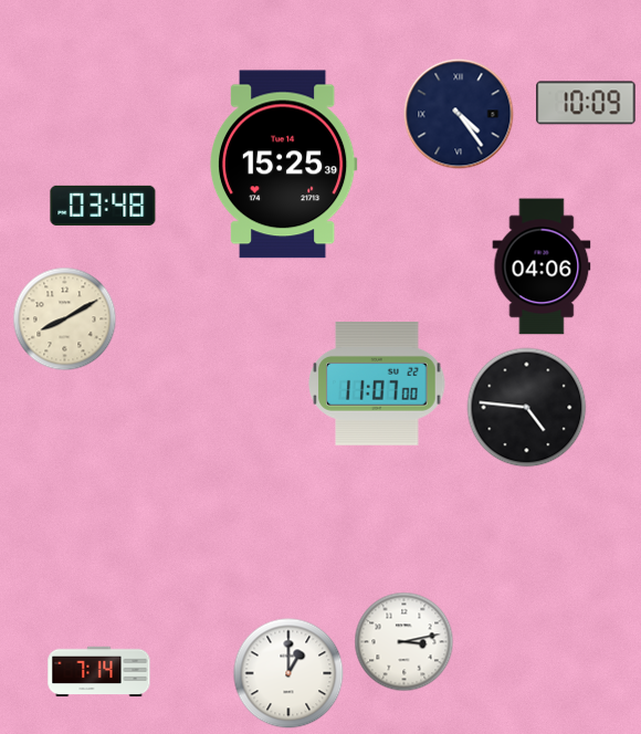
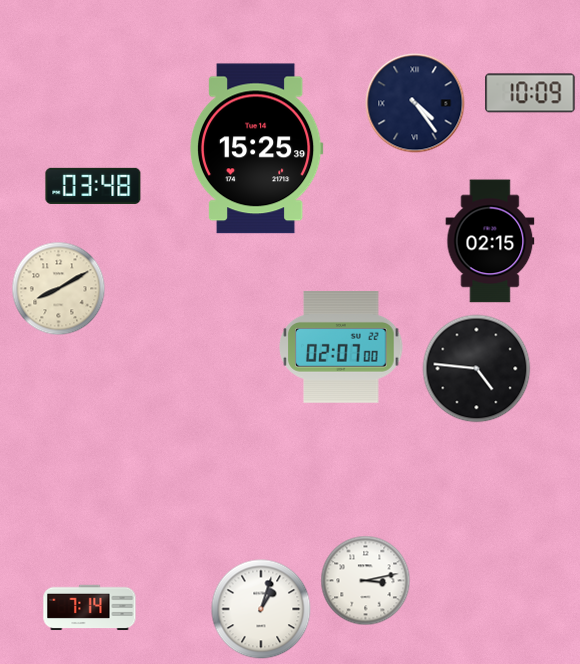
clock at (542, 266): 04:06 -> 02:15
clock at (377, 385): 11:07 -> 02:07
clock at (288, 673): 1:00 -> 1:03
